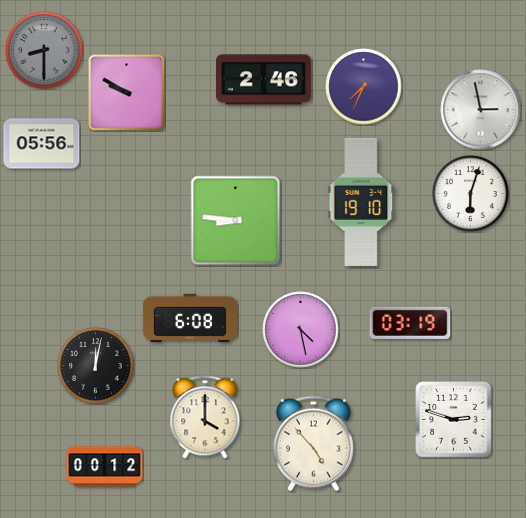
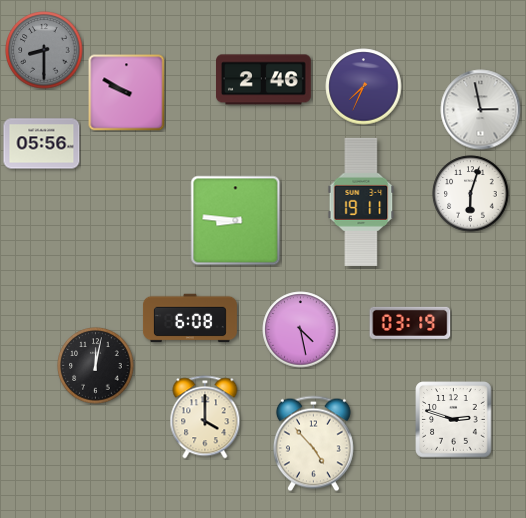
clock at (361, 202): 19:10 -> 19:11
clock at (105, 467): 00:12 -> none
